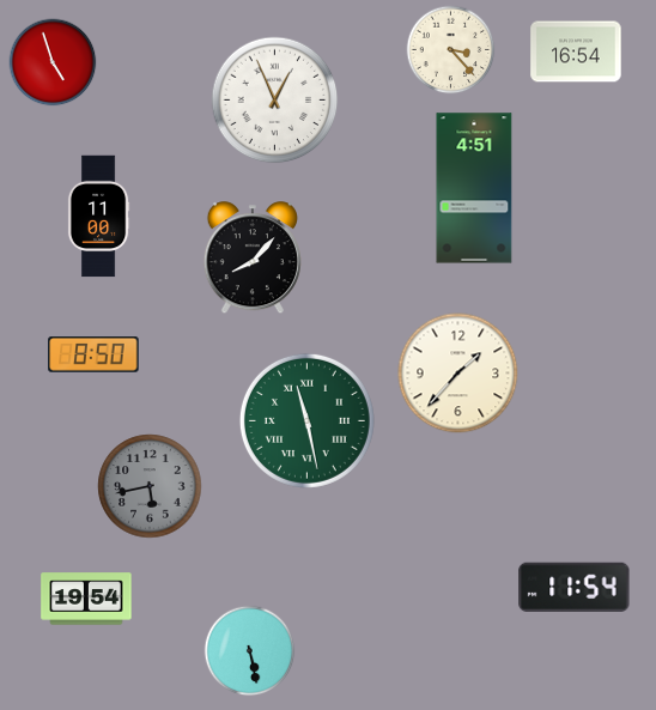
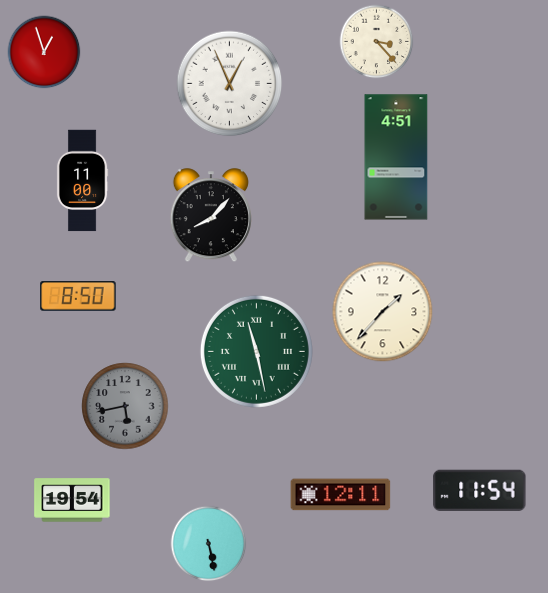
clock at (576, 51): 16:54 -> none
clock at (53, 62): 4:57 -> 12:57
clock at (341, 495): none -> 12:11
